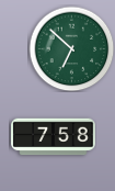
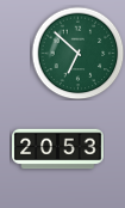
clock at (54, 137): 7:58 -> 20:53
